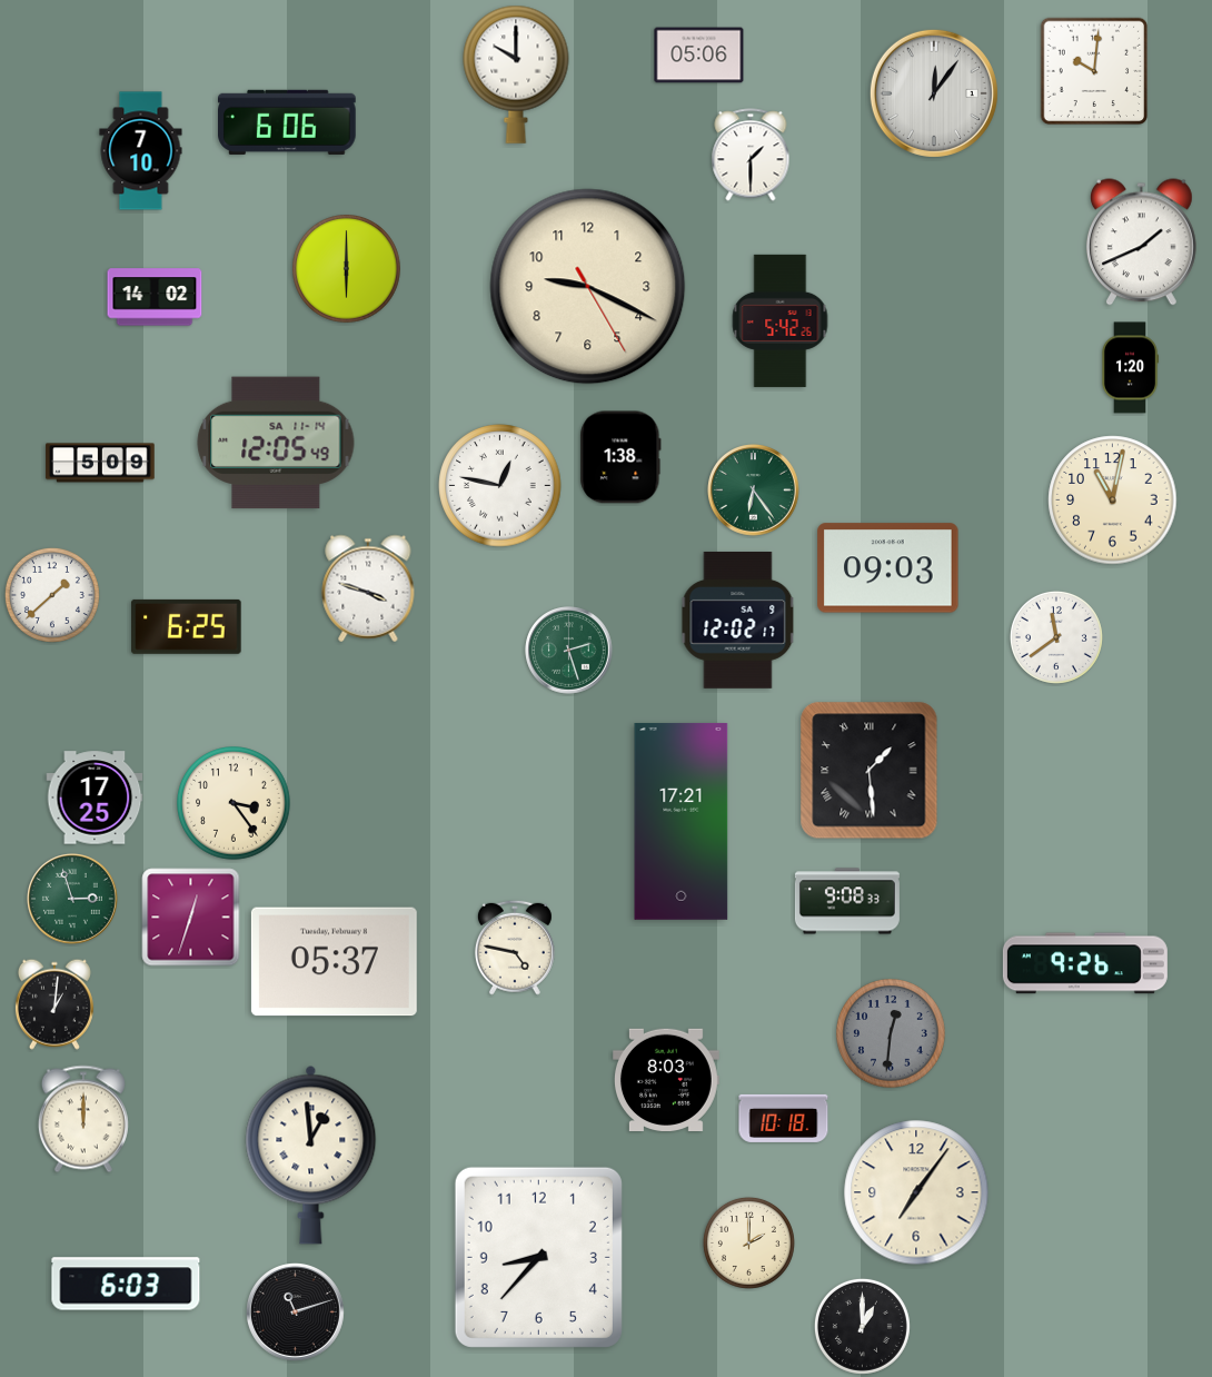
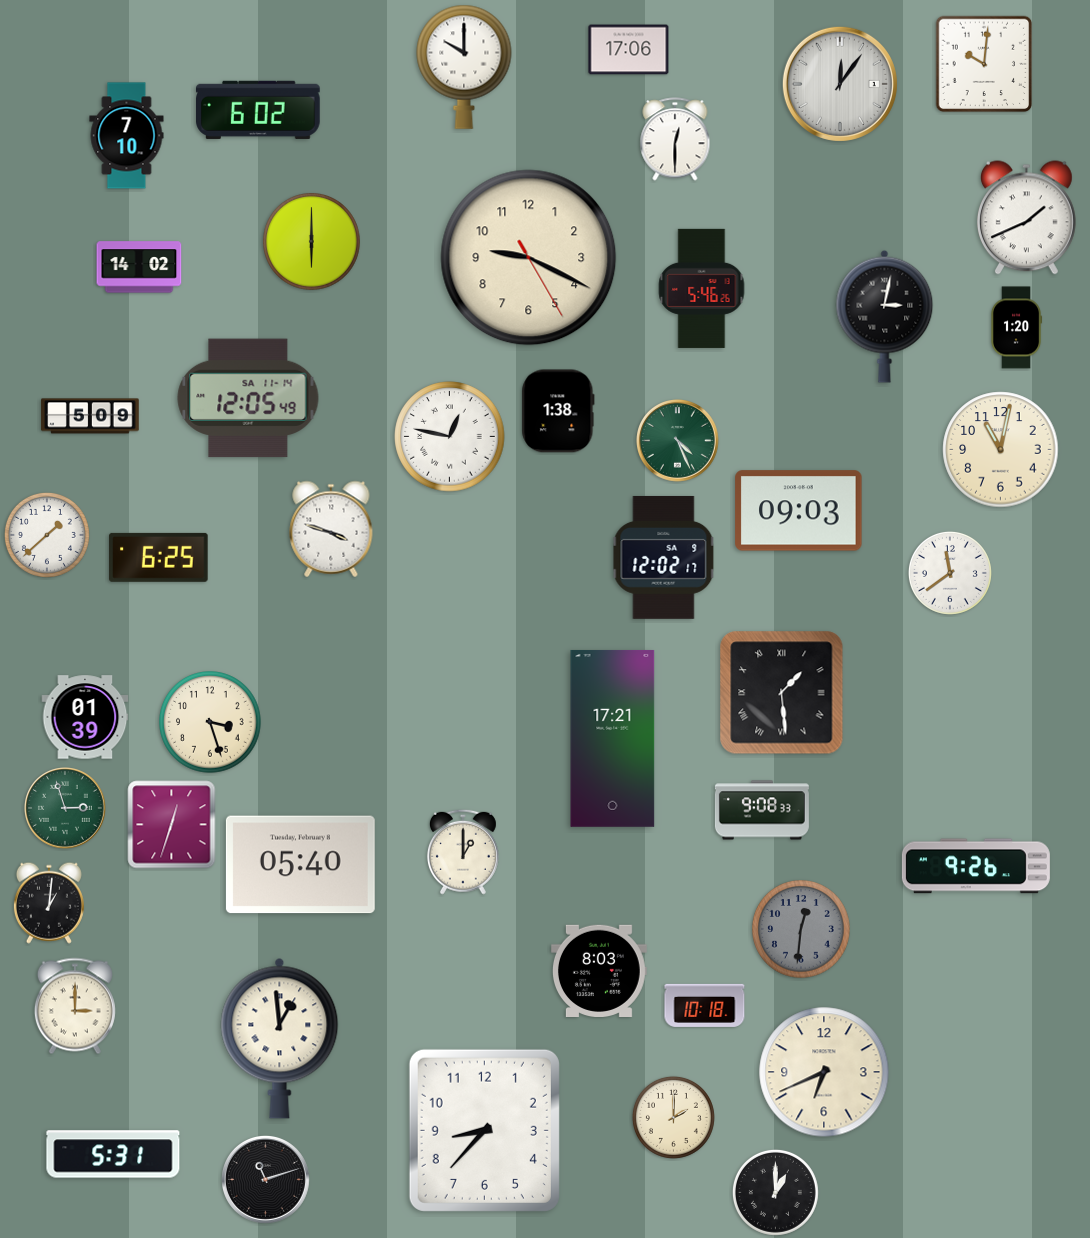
clock at (699, 56): 05:06 -> 17:06
clock at (288, 122): 6:06 -> 6:02
clock at (751, 155): 1:30 -> 12:30
clock at (781, 320): 5:42 -> 5:46
clock at (885, 316): none -> 3:02
clock at (1130, 368) position: (1130, 368) -> (1016, 328)
clock at (754, 491): 6:24 -> 4:26
clock at (187, 626) position: (187, 626) -> (159, 557)
clock at (569, 651): 2:27 -> none
clock at (95, 798): 17:25 -> 01:39
clock at (234, 803): 3:24 -> 3:27
clock at (515, 948): 4:47 -> 1:00
clock at (334, 962): 05:37 -> 05:40
clock at (83, 1119): 12:00 -> 3:00
clock at (916, 1192): 7:06 -> 6:41
clock at (126, 1284): 6:03 -> 5:31
